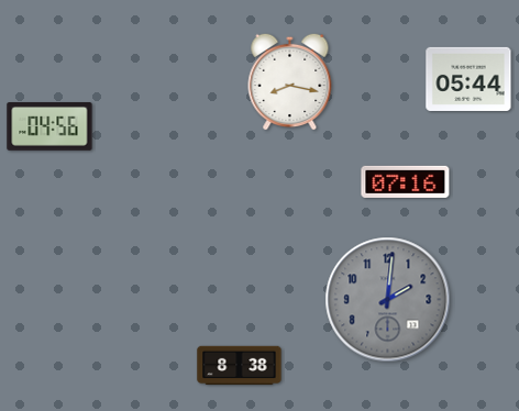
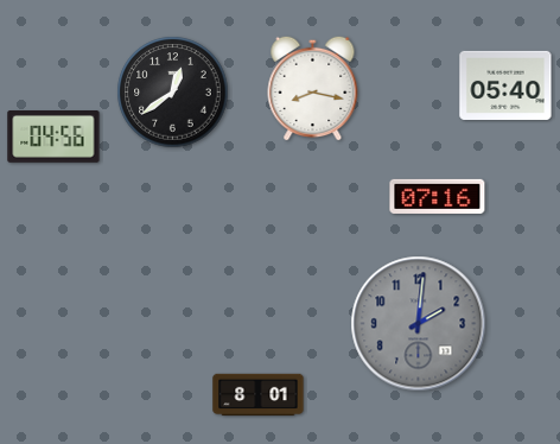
clock at (468, 79): 05:44 -> 05:40
clock at (173, 93): none -> 12:39
clock at (240, 366): 8:38 -> 8:01
